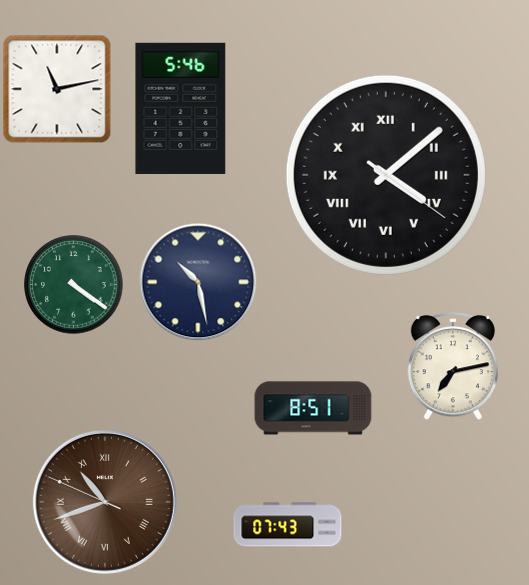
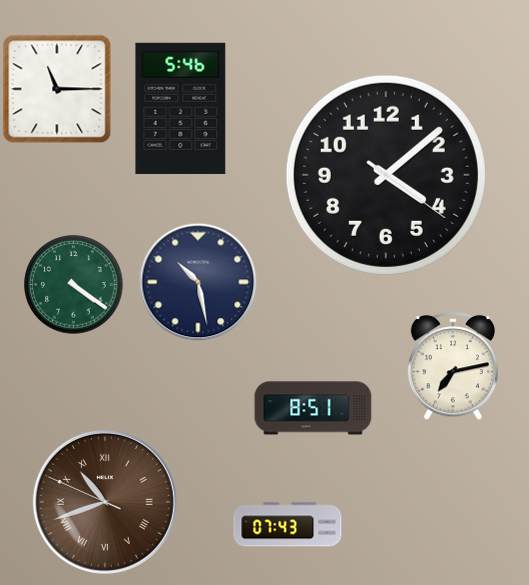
clock at (57, 89): 11:13 -> 11:15
clock at (386, 175) numerals: Roman -> Arabic
